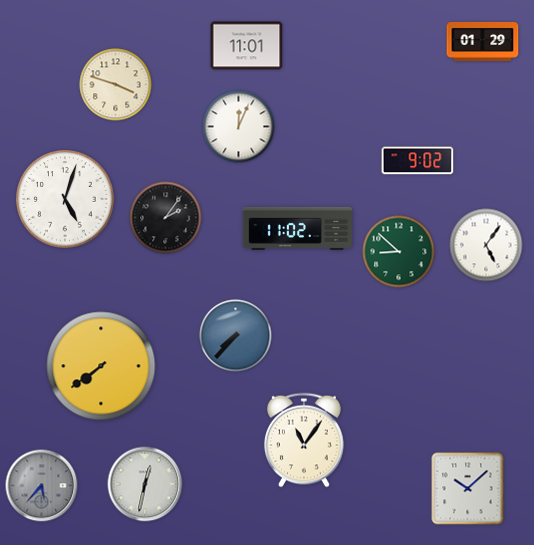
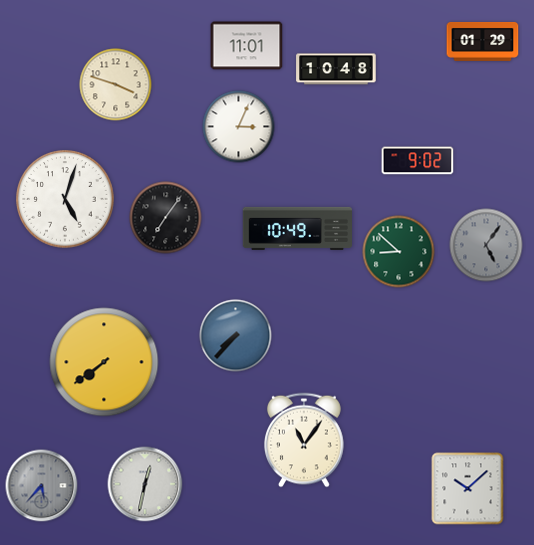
clock at (336, 69): none -> 10:48
clock at (239, 127): 12:04 -> 3:04
clock at (166, 218): 2:06 -> 7:06
clock at (298, 228): 11:02 -> 10:49
clock at (486, 245) dial: white -> grey
clock at (101, 366) position: (101, 366) -> (104, 362)
